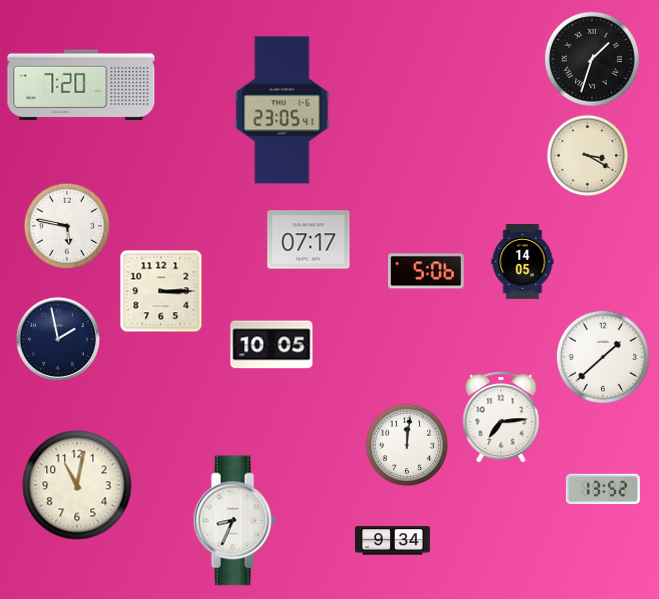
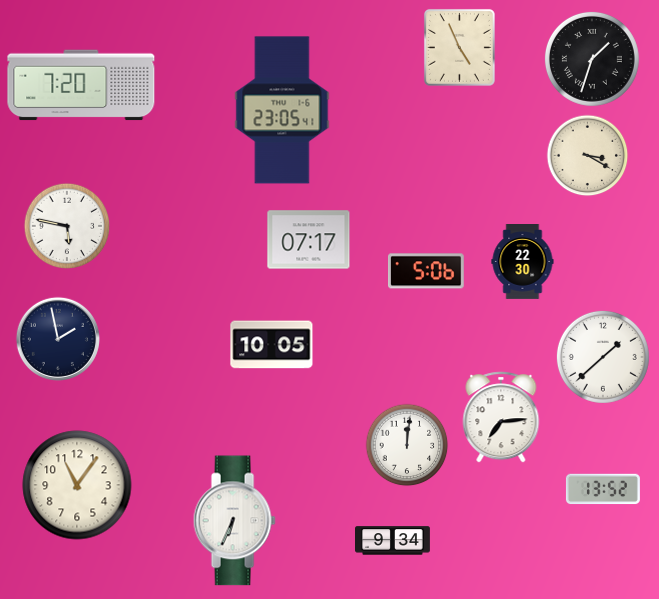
clock at (459, 47): none -> 4:56
clock at (523, 262): 14:05 -> 22:30
clock at (161, 291): 3:15 -> none
clock at (77, 485): 11:02 -> 11:06
clock at (234, 521): 8:34 -> 6:34
